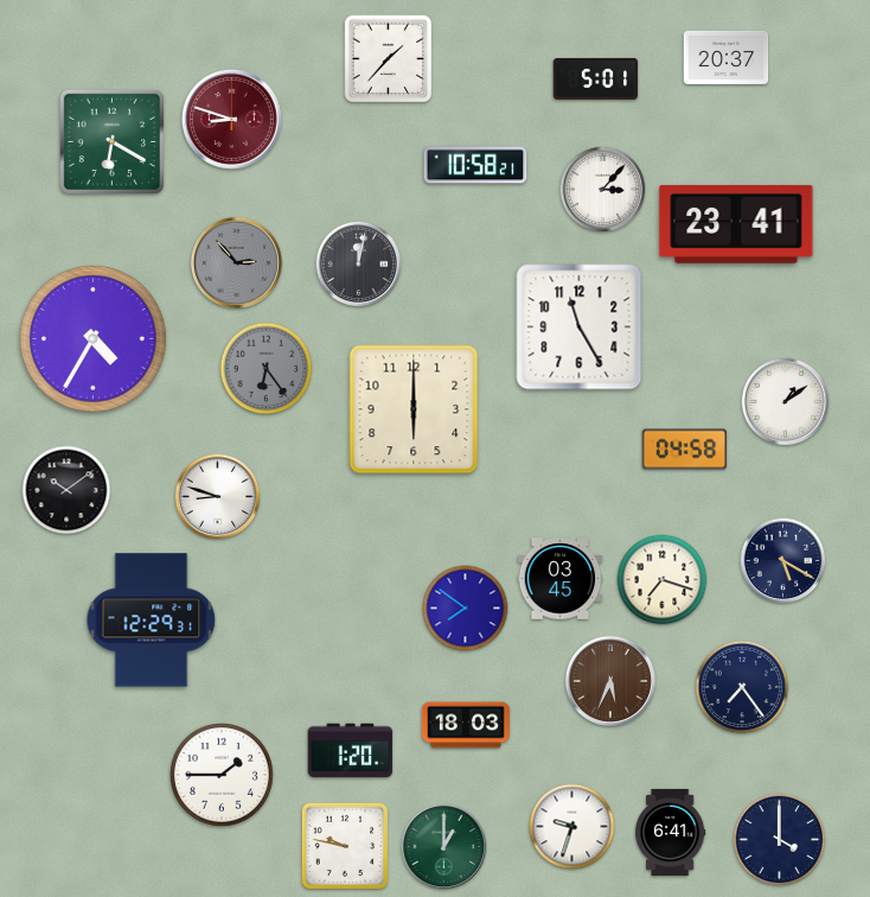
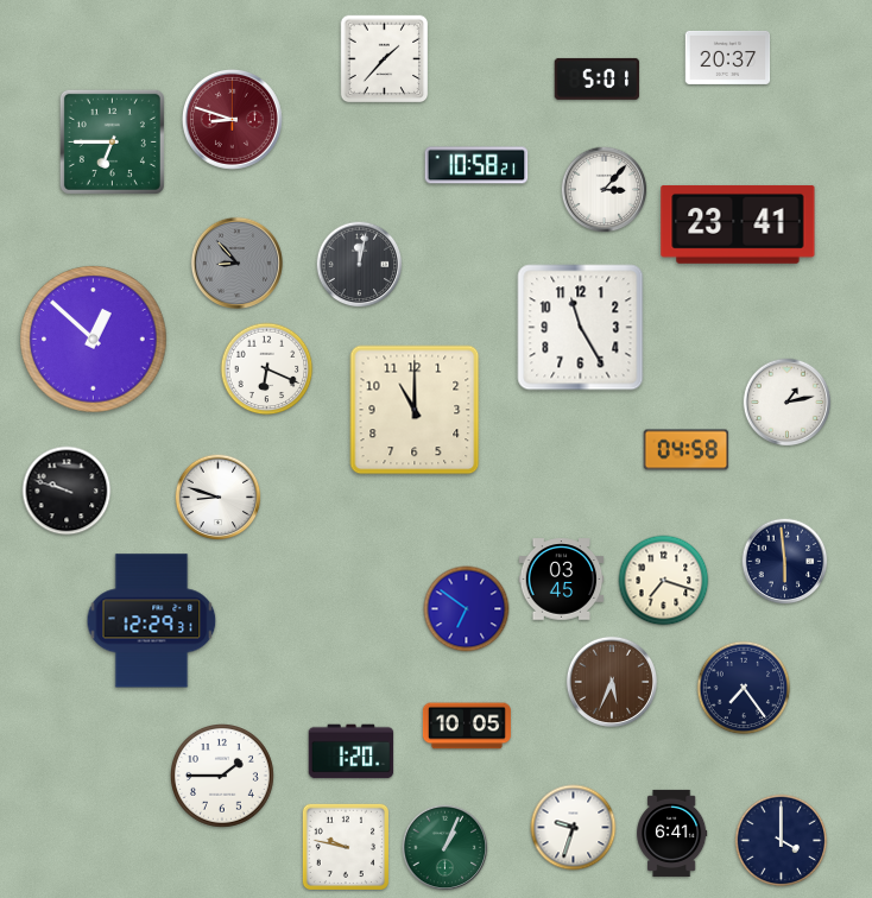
clock at (389, 59) position: (389, 59) -> (385, 59)
clock at (111, 141): 6:20 -> 6:45
clock at (236, 262): 2:53 -> 8:53
clock at (94, 339): 4:35 -> 12:52
clock at (267, 369): 6:24 -> 6:19
clock at (267, 369) dial: grey -> white
clock at (786, 402): 1:09 -> 1:13
clock at (414, 409): 6:00 -> 11:00
clock at (66, 490): 10:09 -> 9:48
clock at (783, 561): 5:20 -> 5:59
clock at (466, 609): 7:51 -> 6:51
clock at (466, 725): 18:03 -> 10:05
clock at (444, 847): 1:00 -> 1:04
